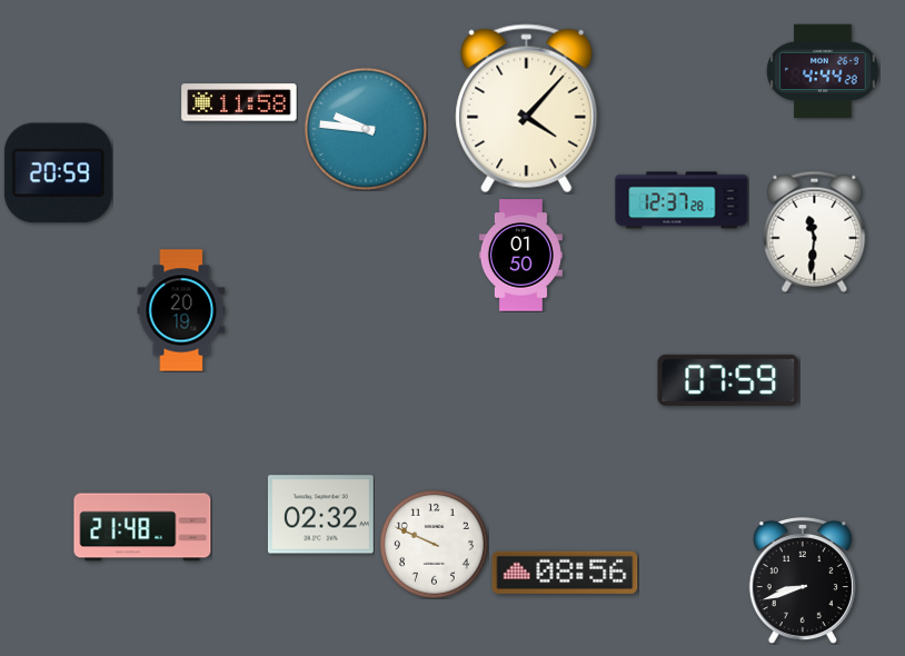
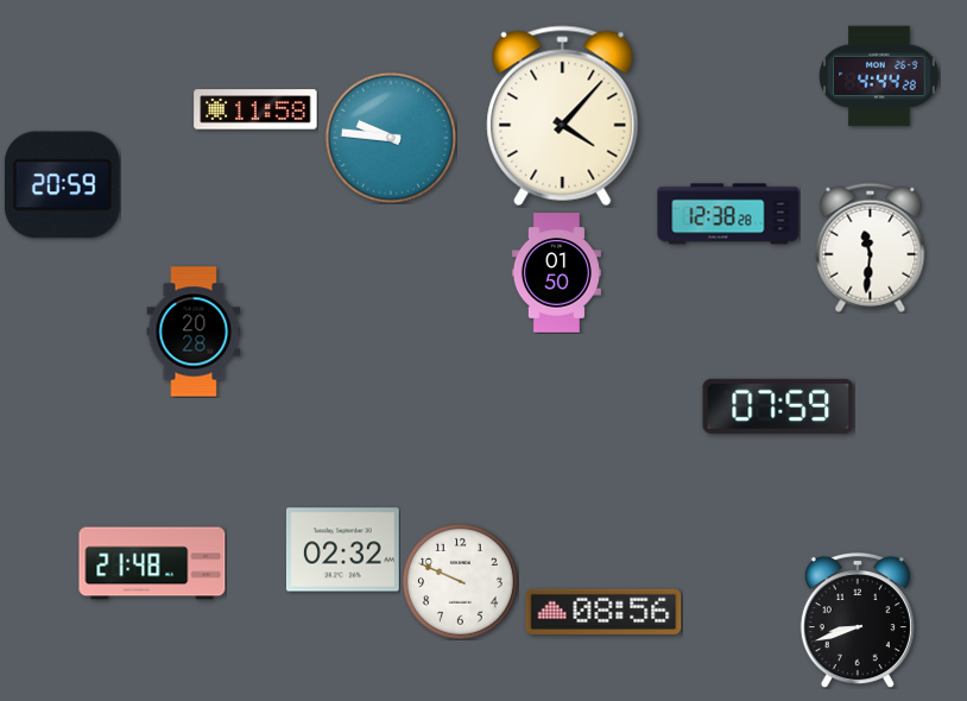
clock at (682, 200): 12:37 -> 12:38
clock at (181, 310): 20:19 -> 20:28
clock at (435, 545) position: (435, 545) -> (461, 582)
